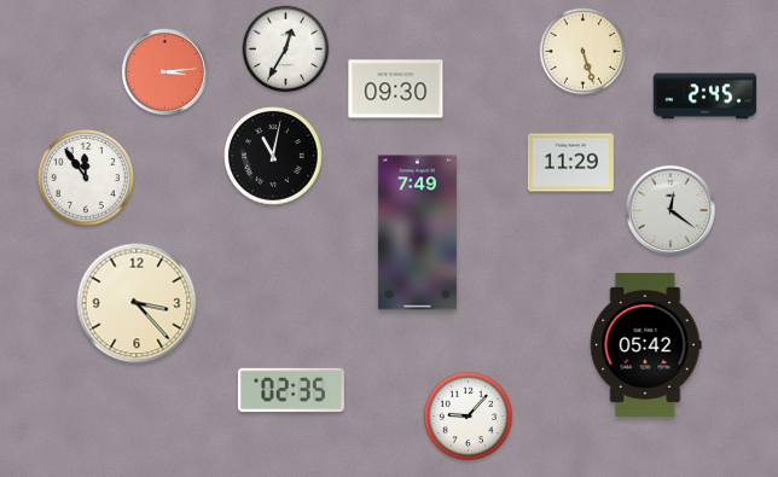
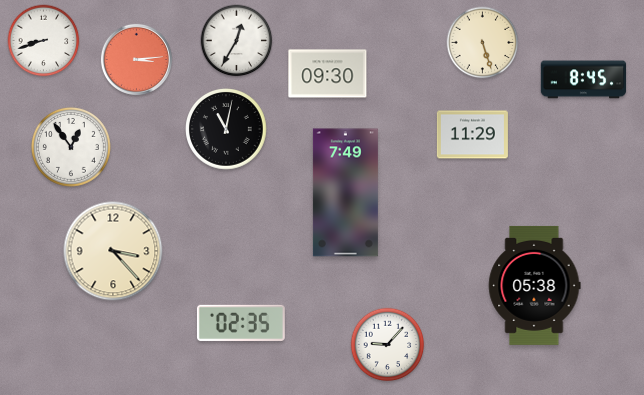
clock at (44, 41): none -> 8:42
clock at (706, 97): 2:45 -> 8:45
clock at (86, 178): 11:54 -> 12:54
clock at (670, 210): 12:21 -> none
clock at (645, 344): 05:42 -> 05:38
